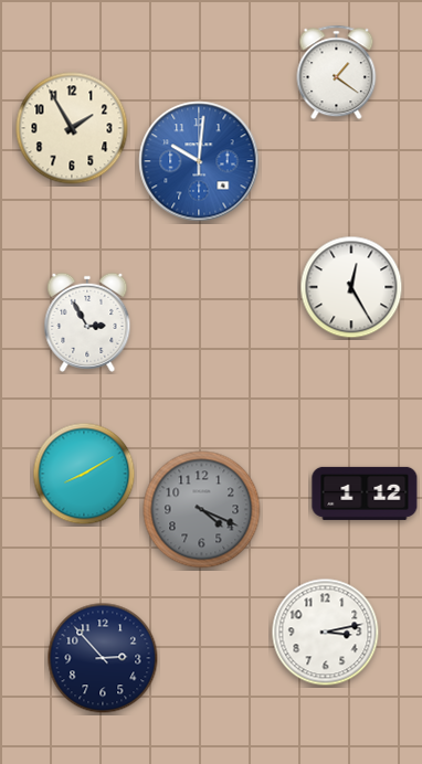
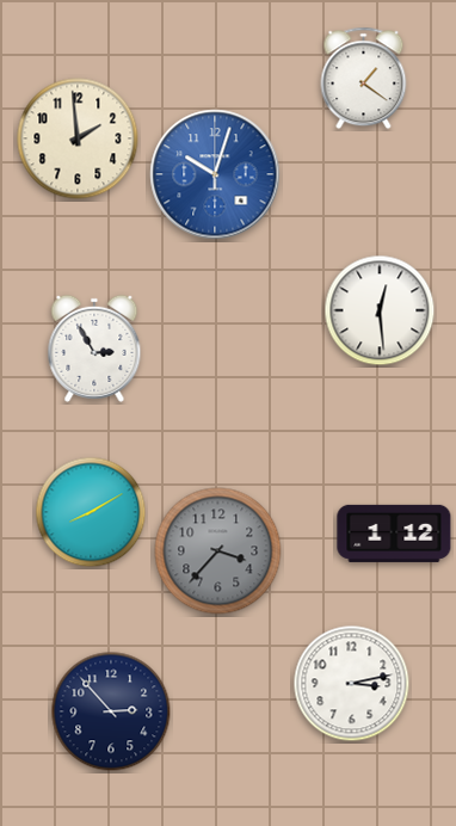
clock at (72, 128): 1:55 -> 1:59
clock at (199, 161): 10:01 -> 10:03
clock at (351, 287): 12:25 -> 12:29
clock at (202, 510): 4:19 -> 3:37
